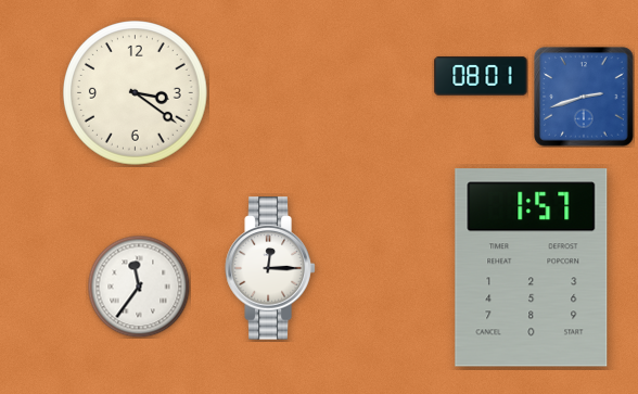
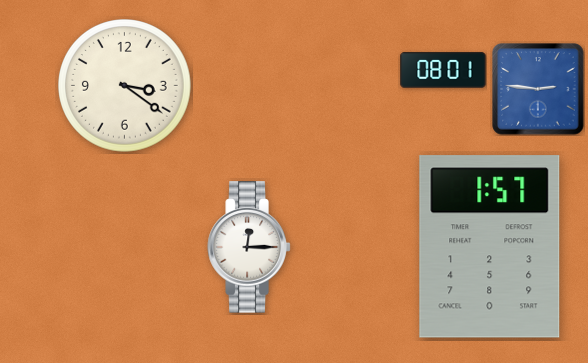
clock at (584, 97): 2:42 -> 2:46
clock at (139, 287): 11:36 -> none
